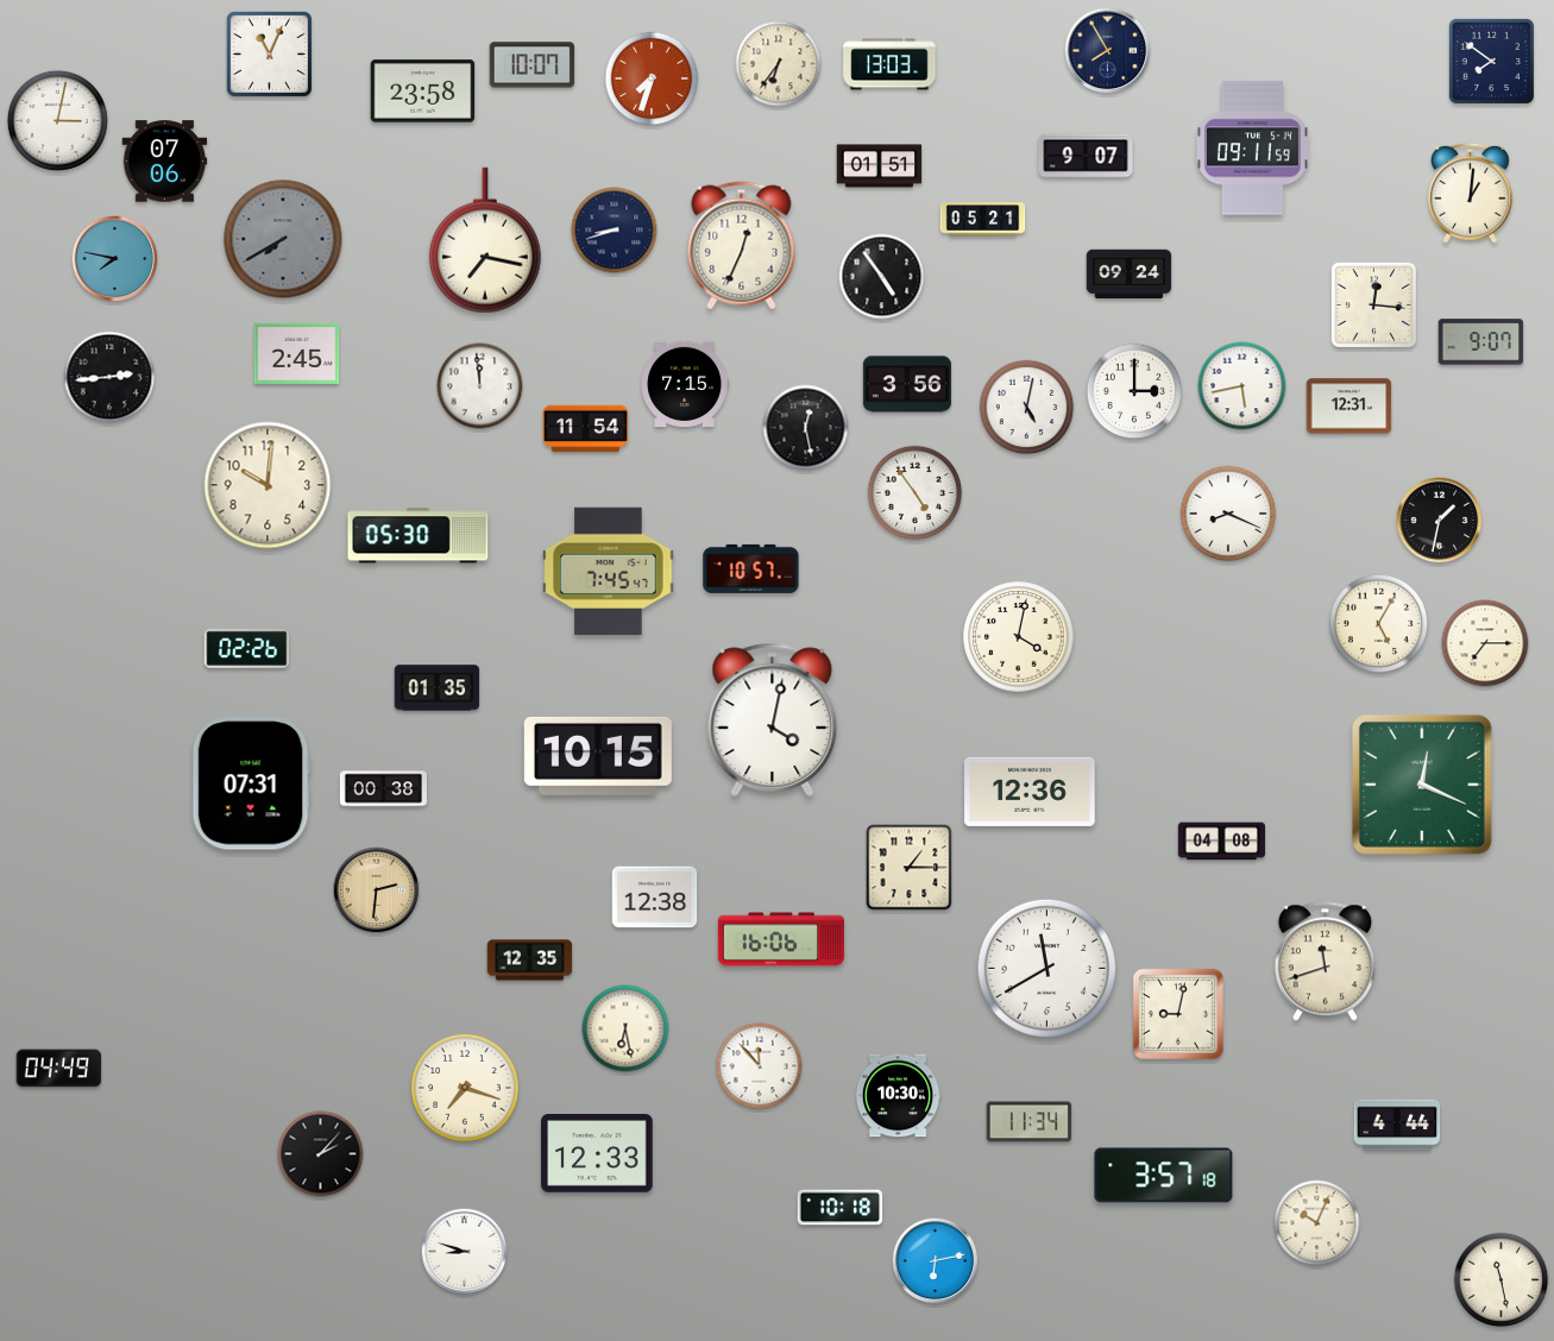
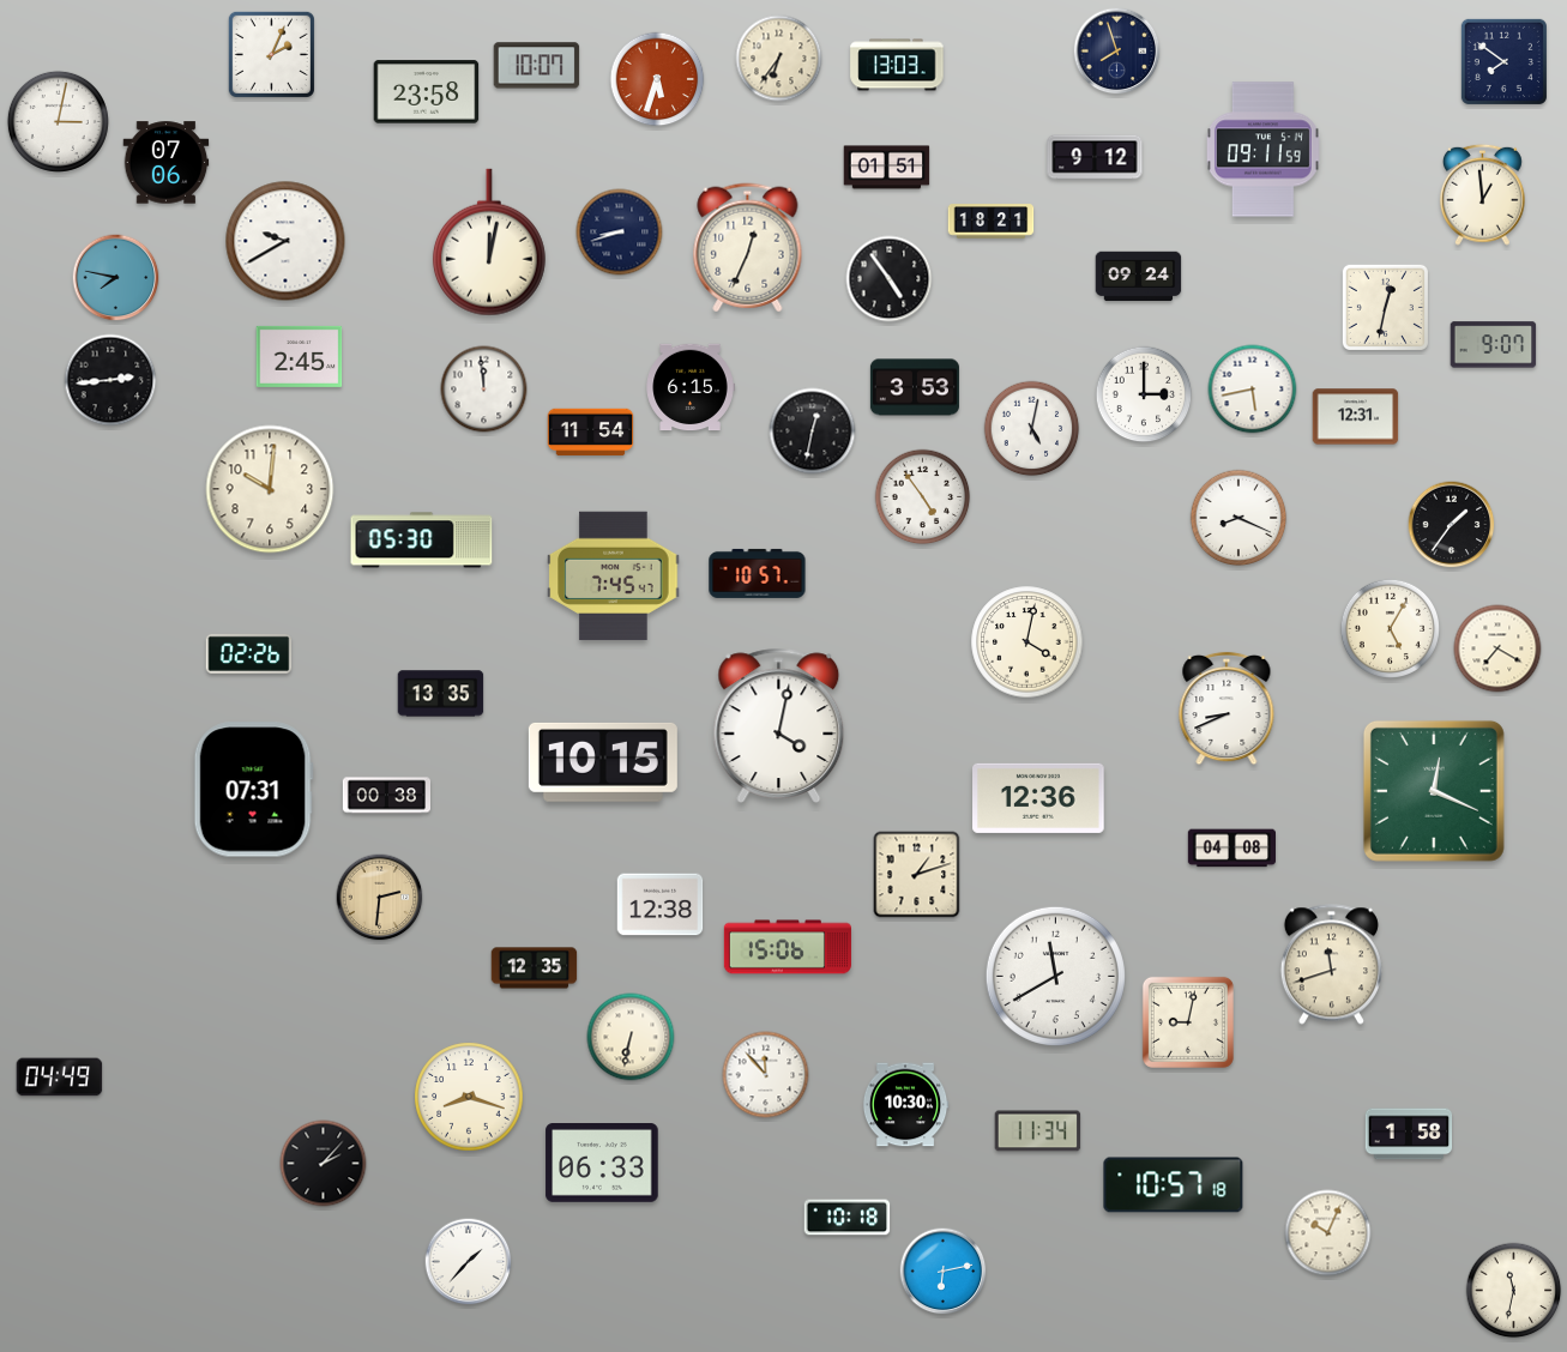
clock at (1108, 51): 7:55 -> 7:57
clock at (269, 53): 11:04 -> 2:04
clock at (779, 64) position: (779, 64) -> (779, 59)
clock at (652, 78): 7:33 -> 5:33
clock at (1086, 156): 9:07 -> 9:12
clock at (1470, 193): 1:01 -> 12:59
clock at (983, 220): 05:21 -> 18:21
clock at (283, 239): 7:40 -> 9:40
clock at (283, 239) dial: grey -> white
clock at (485, 240): 7:17 -> 12:02
clock at (115, 259) position: (115, 259) -> (116, 278)
clock at (1373, 304): 12:16 -> 12:32
clock at (685, 384): 7:15 -> 6:15
clock at (907, 384): 3:56 -> 3:53
clock at (1349, 407) position: (1349, 407) -> (1356, 417)
clock at (1027, 408) position: (1027, 408) -> (1032, 429)
clock at (806, 428): 12:28 -> 12:32
clock at (1440, 521): 1:32 -> 1:36
clock at (1485, 643): 7:15 -> 7:20
clock at (438, 688): 01:35 -> 13:35
clock at (1227, 708): none -> 8:41
clock at (910, 868): 1:15 -> 1:12
clock at (781, 939): 16:06 -> 15:06
clock at (1325, 962) position: (1325, 962) -> (1331, 965)
clock at (625, 1028): 6:28 -> 6:32
clock at (465, 1088): 7:18 -> 8:18
clock at (1397, 1125): 4:44 -> 1:58
clock at (597, 1154): 12:33 -> 06:33
clock at (1164, 1176): 3:57 -> 10:57
clock at (465, 1252): 8:48 -> 1:37
clock at (1502, 1280): 11:28 -> 11:32
